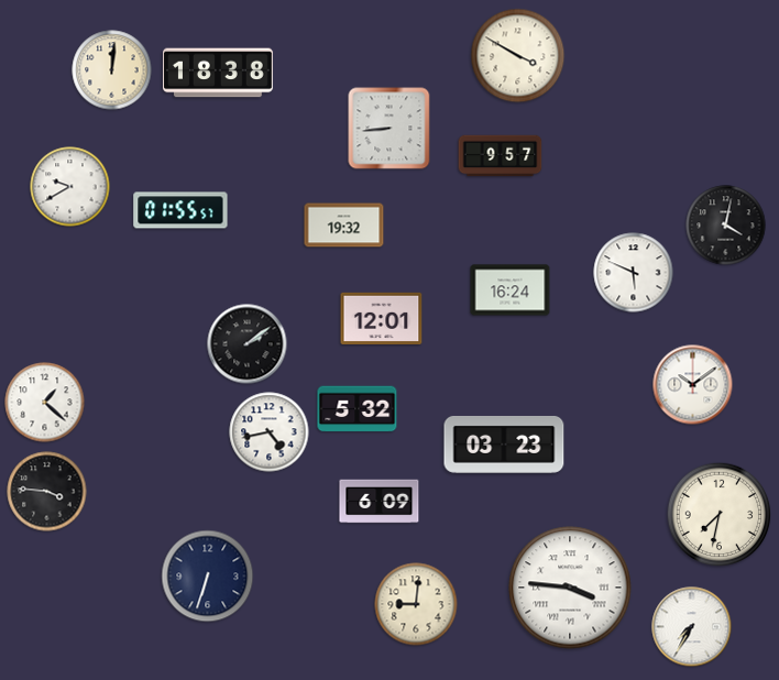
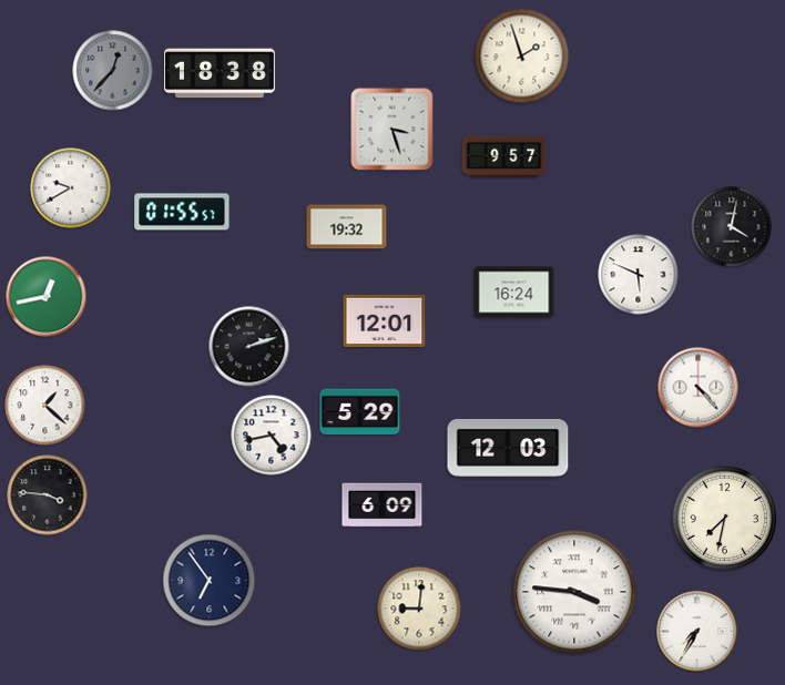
clock at (518, 56): 3:50 -> 1:57
clock at (112, 70): 12:01 -> 12:37
clock at (112, 70) dial: cream -> grey
clock at (390, 129): 8:44 -> 3:27
clock at (47, 297): none -> 12:43
clock at (248, 344): 2:09 -> 2:12
clock at (693, 385): 10:09 -> 4:23
clock at (358, 409): 5:32 -> 5:29
clock at (504, 445): 03:23 -> 12:03
clock at (208, 577): 6:33 -> 6:54
